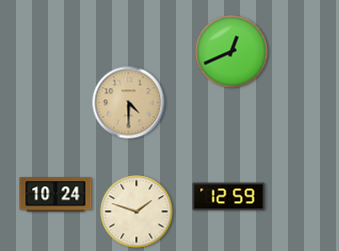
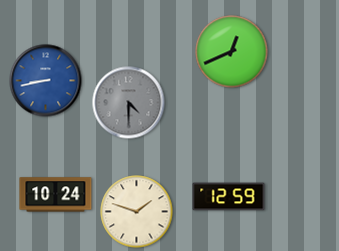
clock at (46, 81): none -> 8:43
clock at (129, 103) dial: champagne -> grey
